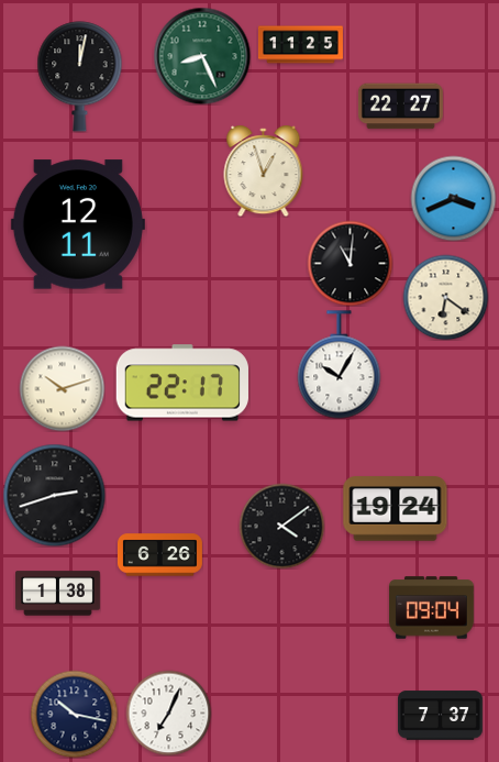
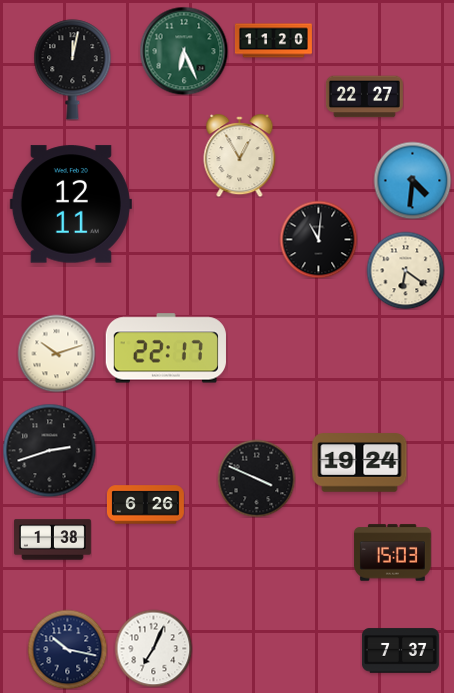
clock at (300, 45): 11:25 -> 11:20
clock at (202, 56): 8:26 -> 6:26
clock at (264, 172): 12:57 -> 12:55
clock at (453, 198): 3:41 -> 4:31
clock at (340, 365): 10:05 -> none
clock at (281, 526): 4:09 -> 3:49
clock at (431, 608): 09:04 -> 15:03
